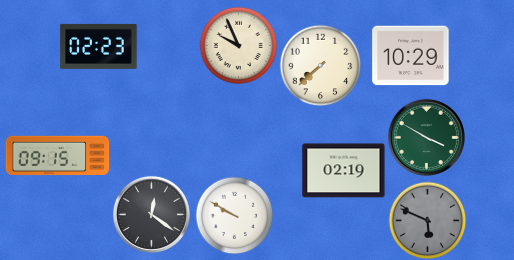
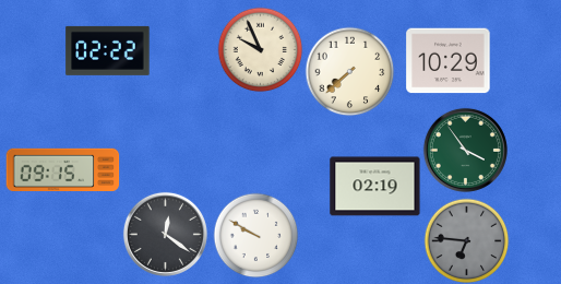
clock at (99, 46): 02:23 -> 02:22
clock at (426, 137): 3:50 -> 3:54
clock at (427, 220): 5:49 -> 6:46
